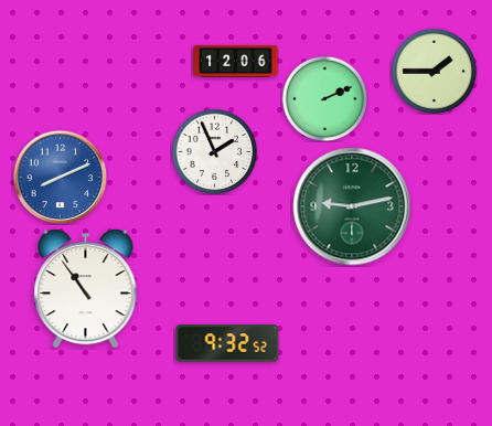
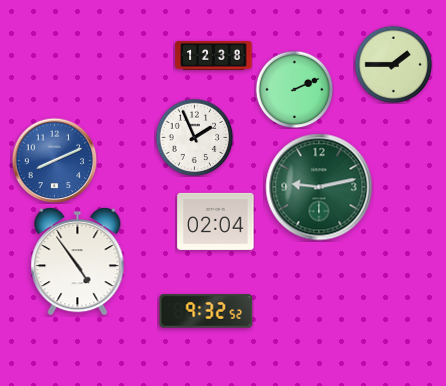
clock at (236, 61): 12:06 -> 12:38
clock at (216, 221): none -> 02:04
clock at (86, 289): 10:54 -> 4:54
